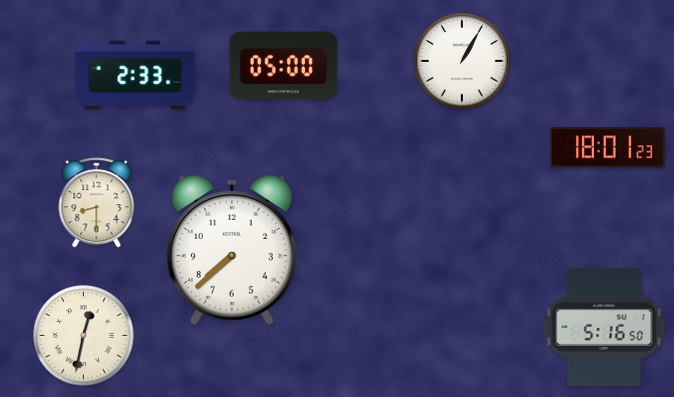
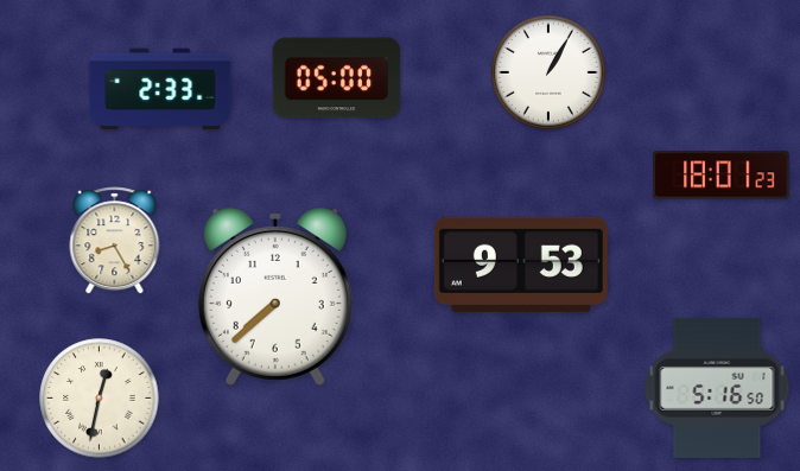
clock at (97, 203): 8:30 -> 8:25
clock at (521, 265): none -> 9:53
